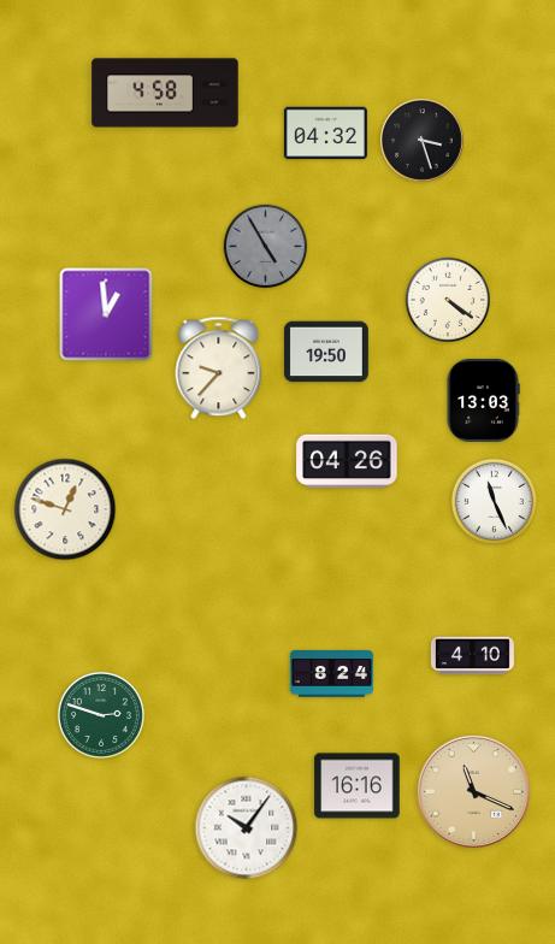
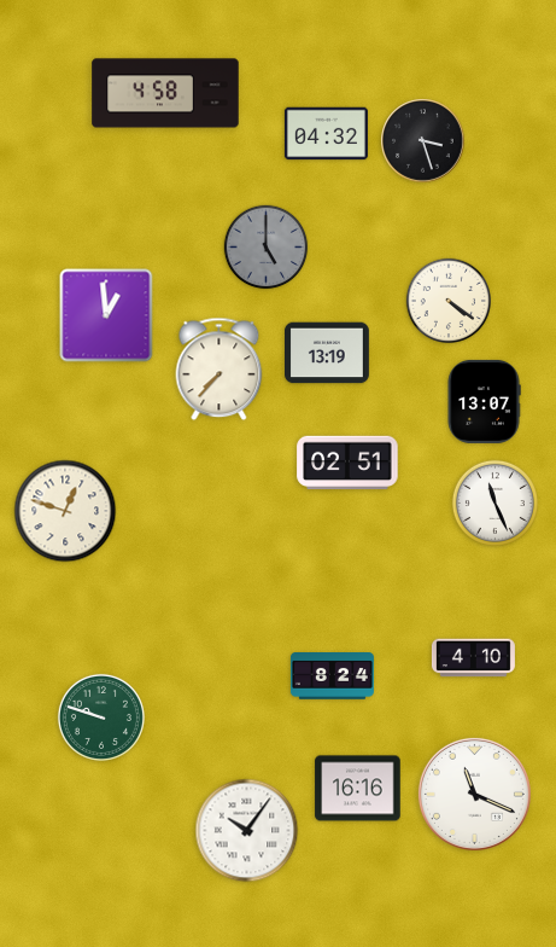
clock at (266, 247): 4:55 -> 5:00
clock at (327, 352): 19:50 -> 13:19
clock at (219, 368): 9:37 -> 7:37
clock at (483, 400): 13:03 -> 13:07
clock at (347, 461): 04:26 -> 02:51
clock at (101, 715): 2:48 -> 9:48
clock at (473, 791) dial: champagne -> white
